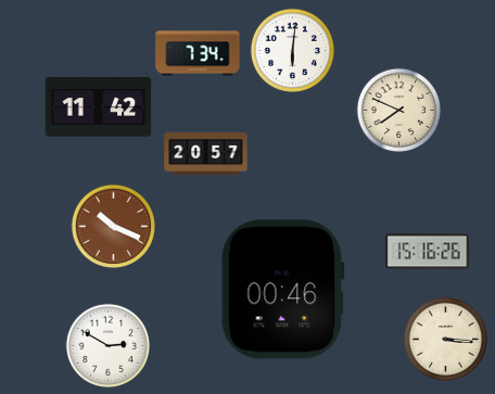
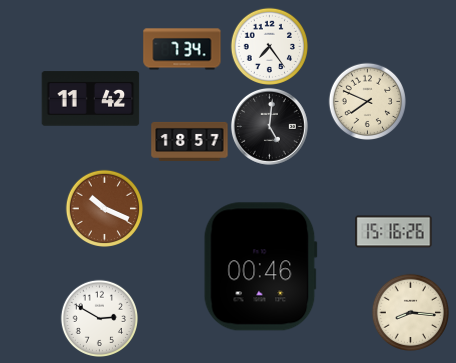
clock at (292, 50): 6:01 -> 7:24
clock at (269, 126): none -> 5:01
clock at (206, 153): 20:57 -> 18:57
clock at (445, 339): 3:16 -> 8:16
